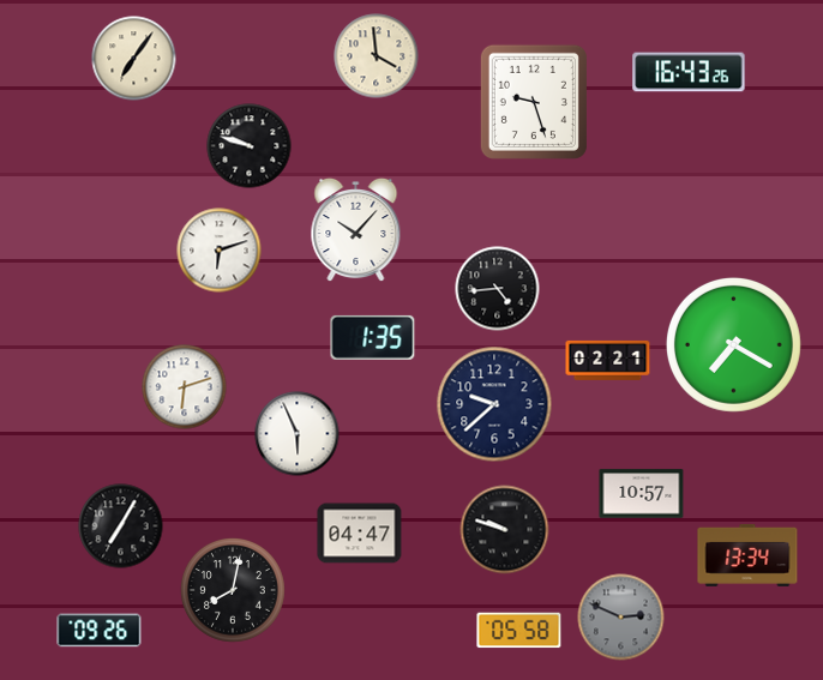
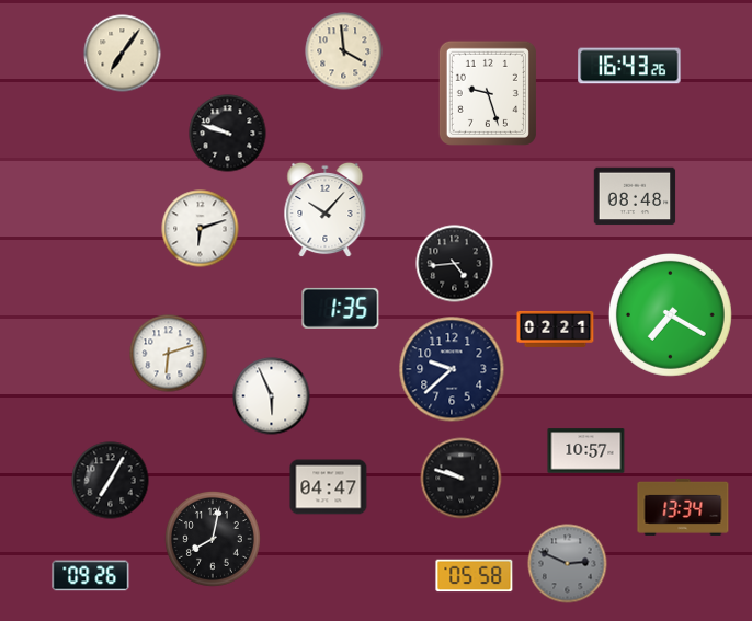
clock at (635, 196): none -> 08:48
clock at (505, 530) position: (505, 530) -> (462, 479)
